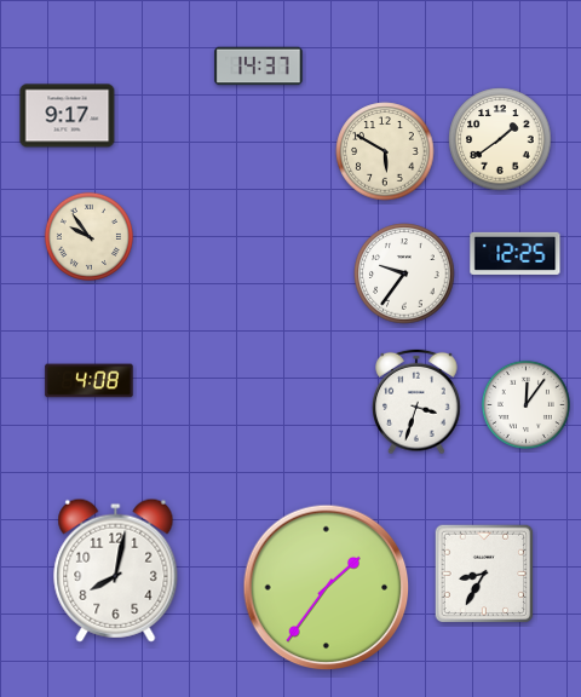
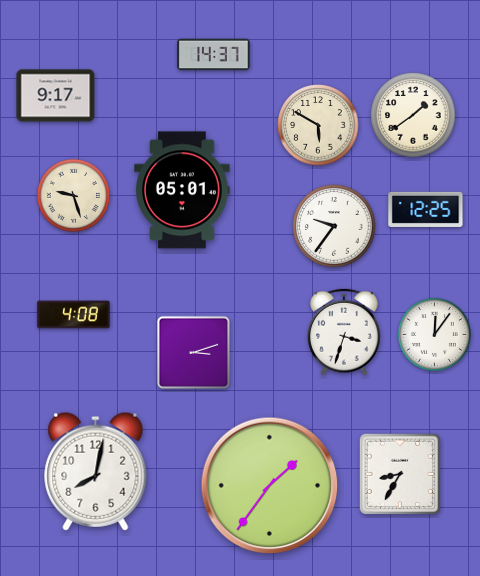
clock at (182, 190): none -> 05:01
clock at (88, 236): 9:54 -> 9:27
clock at (193, 352): none -> 3:12
